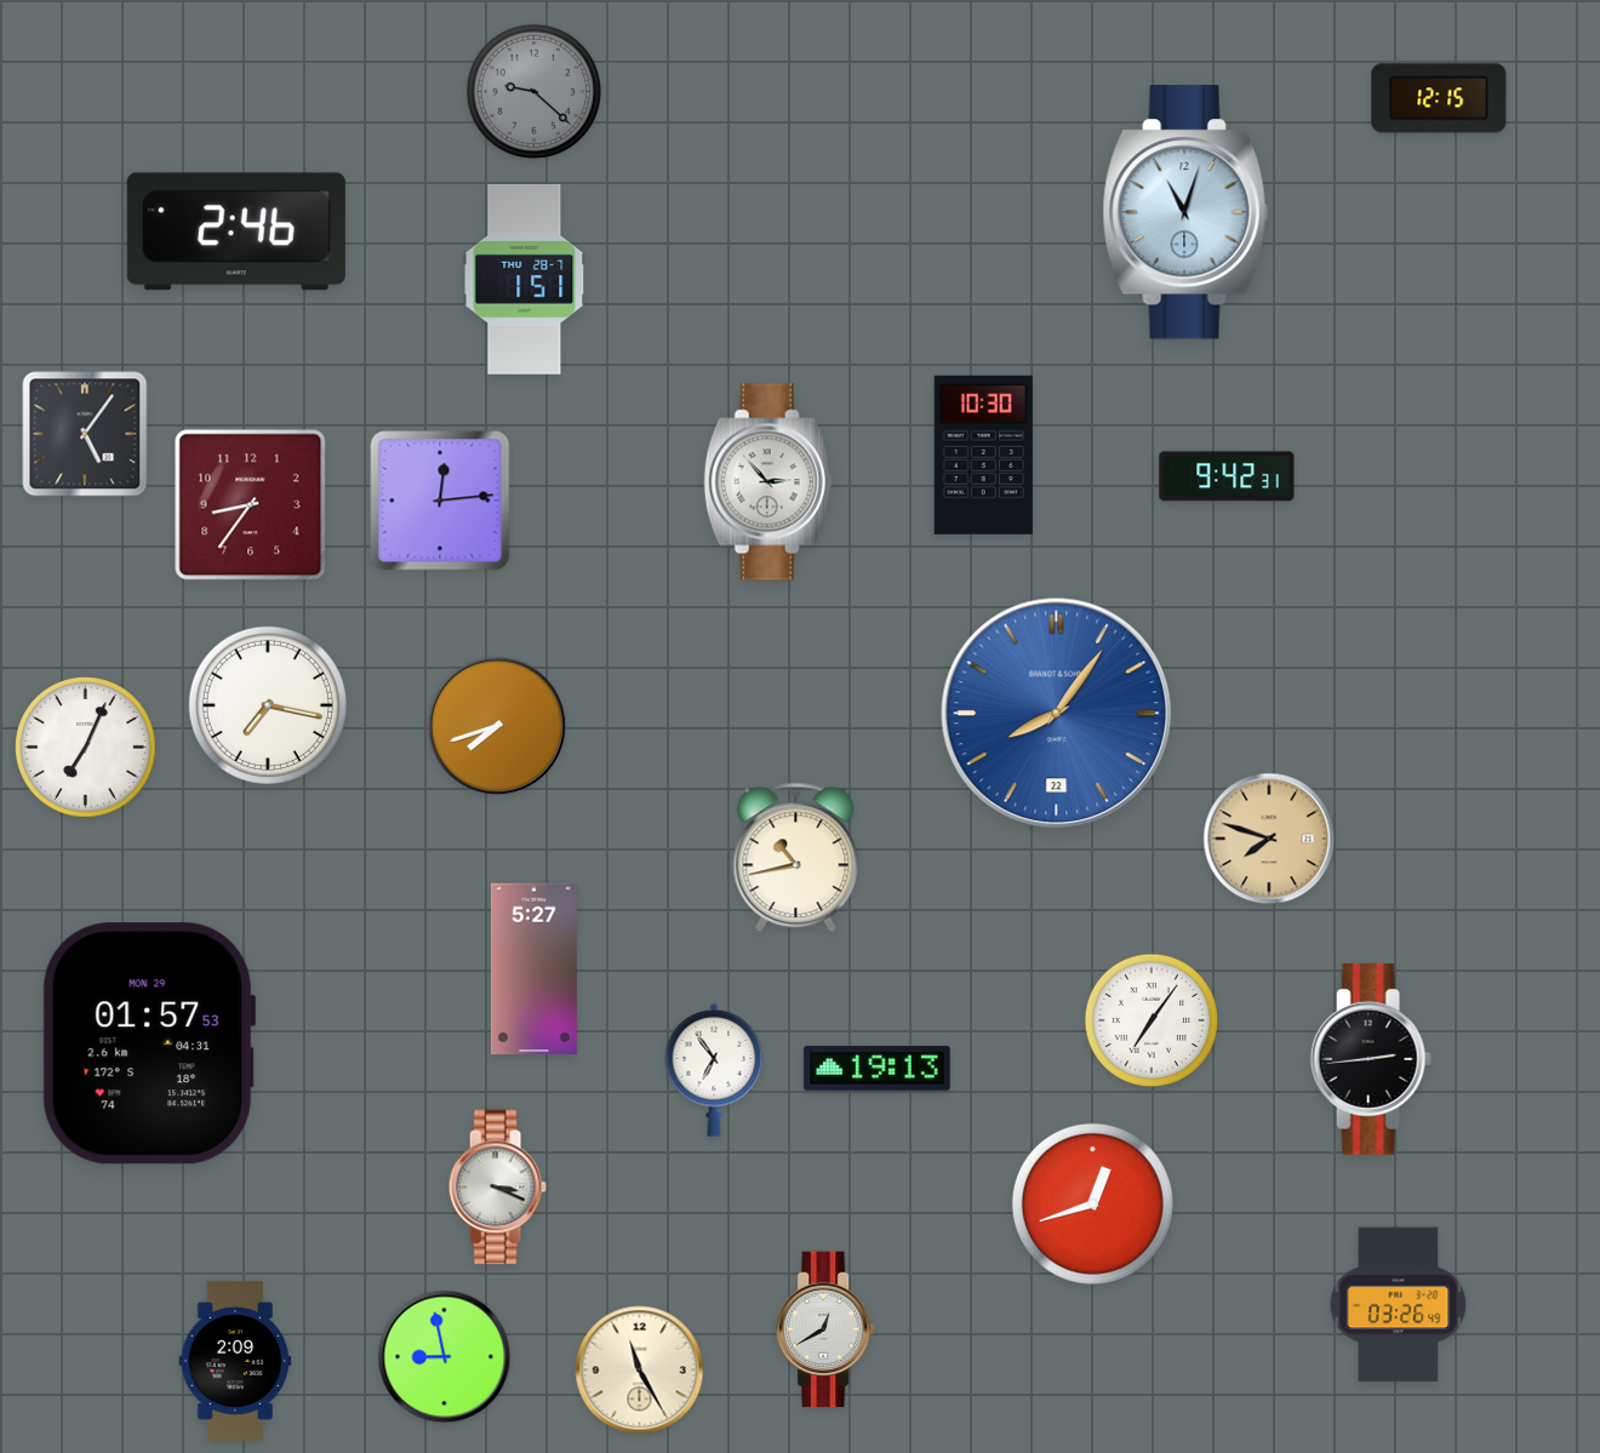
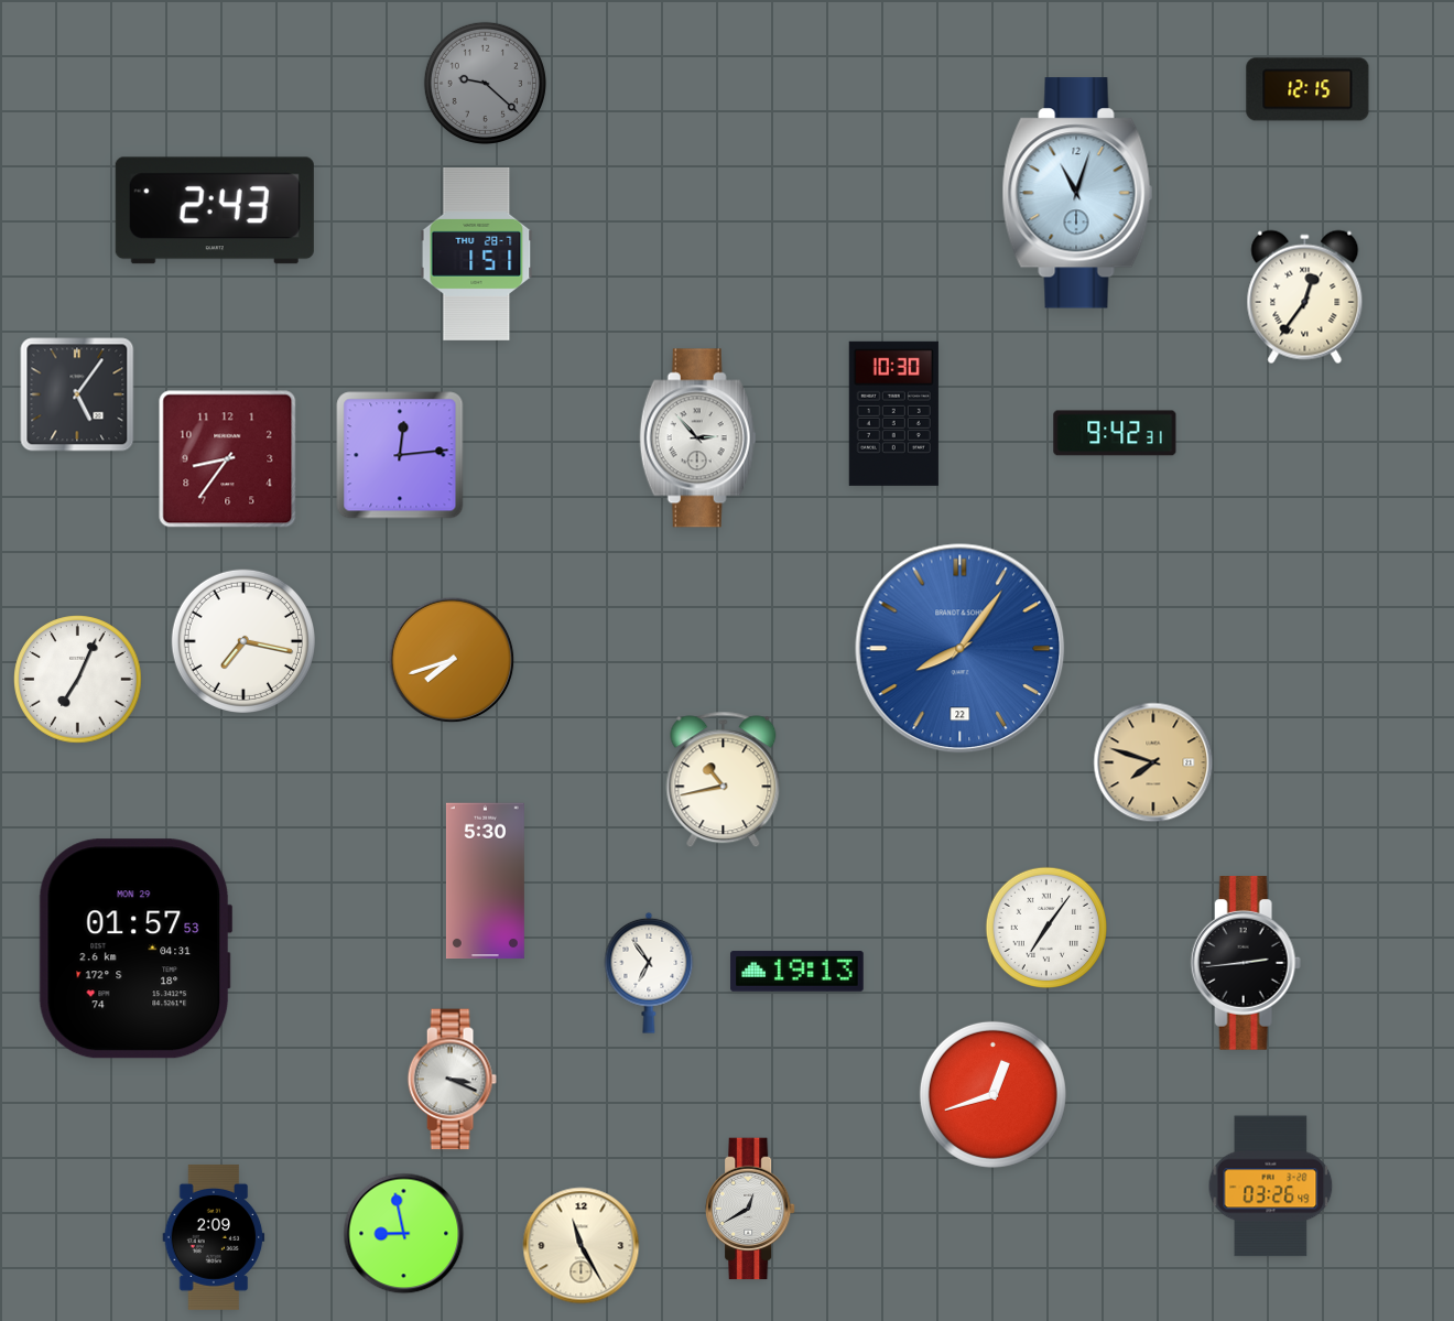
clock at (236, 231): 2:46 -> 2:43
clock at (1305, 297): none -> 12:36
clock at (533, 969): 5:27 -> 5:30
